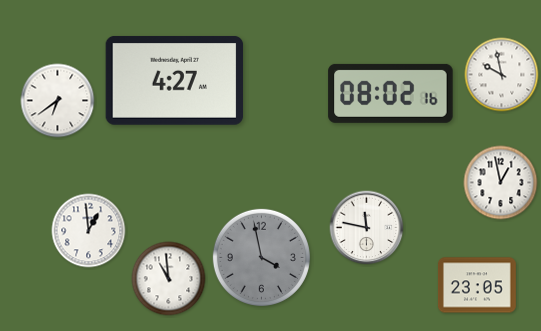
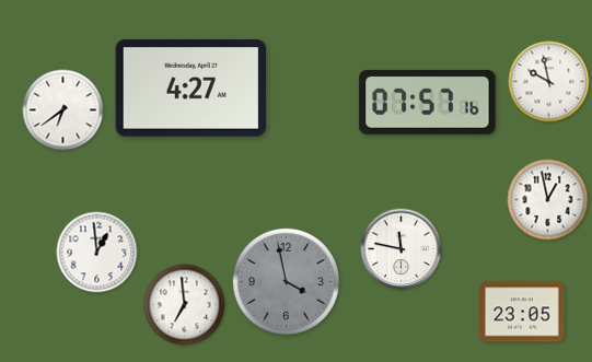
clock at (391, 93): 08:02 -> 07:57
clock at (169, 279): 10:59 -> 6:59
